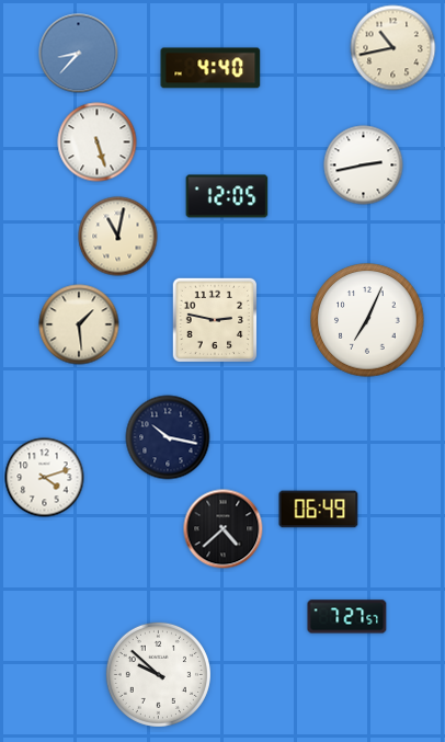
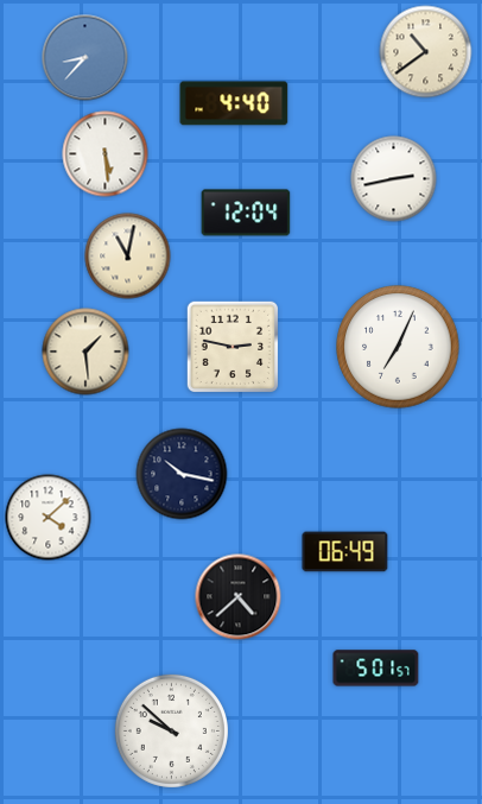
clock at (393, 48): 10:43 -> 10:39
clock at (210, 68) position: (210, 68) -> (234, 103)
clock at (98, 142): 5:27 -> 5:29
clock at (227, 196): 12:05 -> 12:04
clock at (45, 478): 4:12 -> 4:08
clock at (224, 529) position: (224, 529) -> (239, 597)
clock at (347, 617): 7:27 -> 5:01
